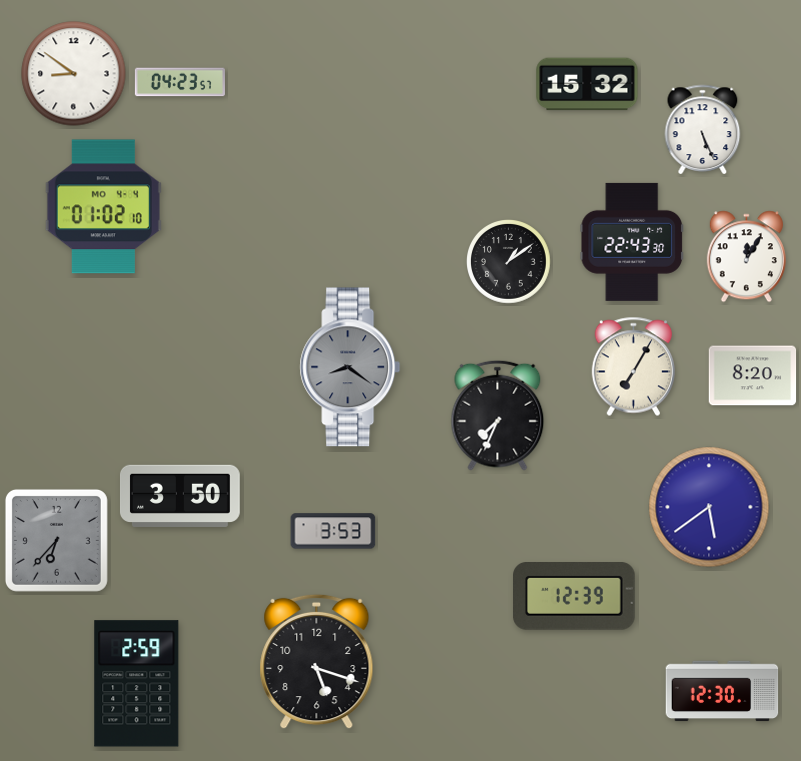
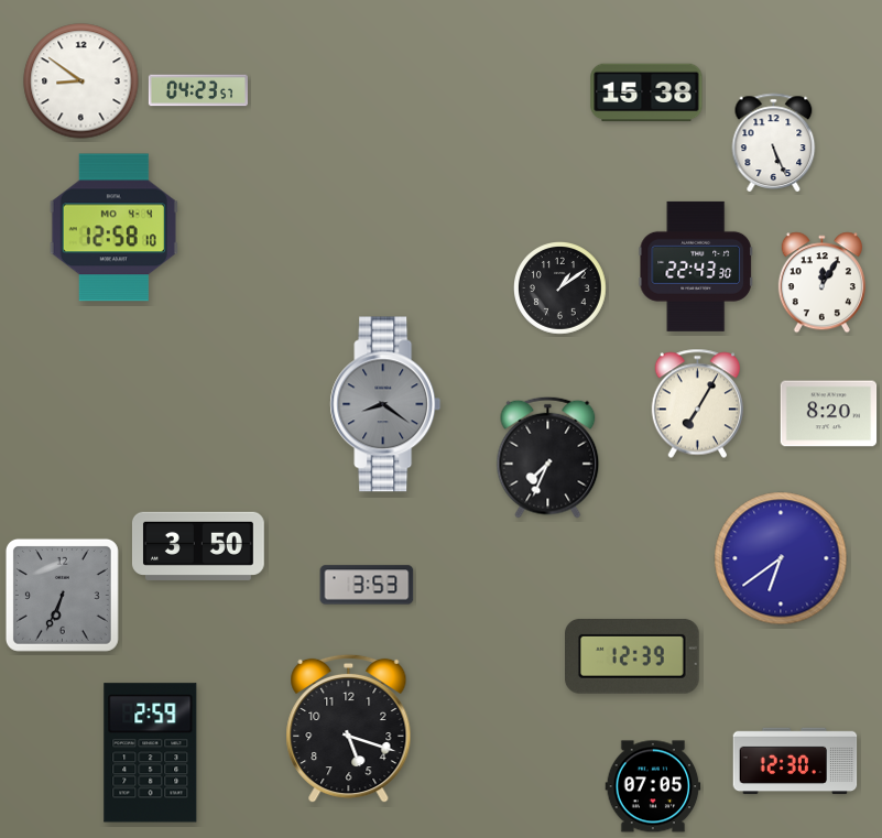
clock at (587, 84): 15:32 -> 15:38
clock at (103, 207): 01:02 -> 12:58
clock at (709, 507): 5:39 -> 6:39
clock at (56, 540): 6:37 -> 6:34
clock at (653, 786): none -> 07:05
